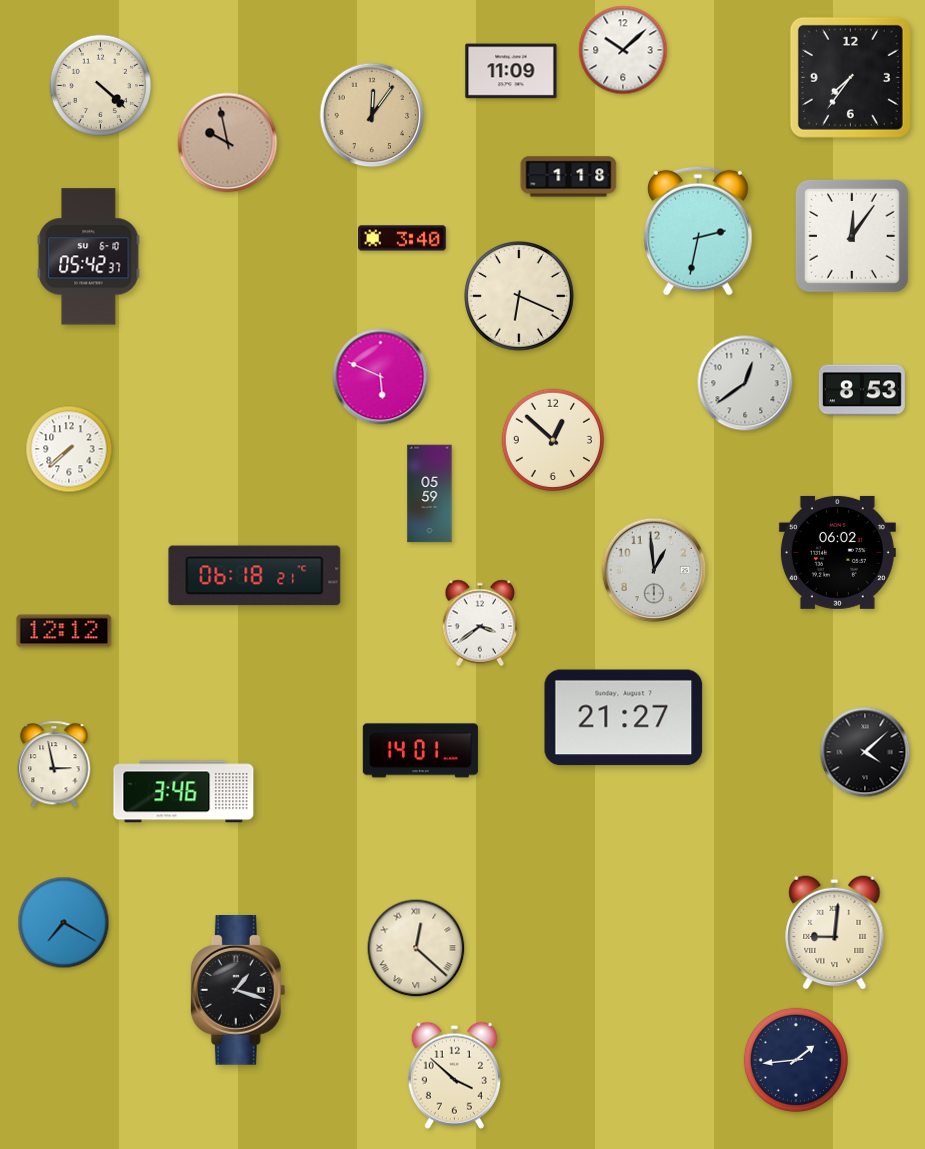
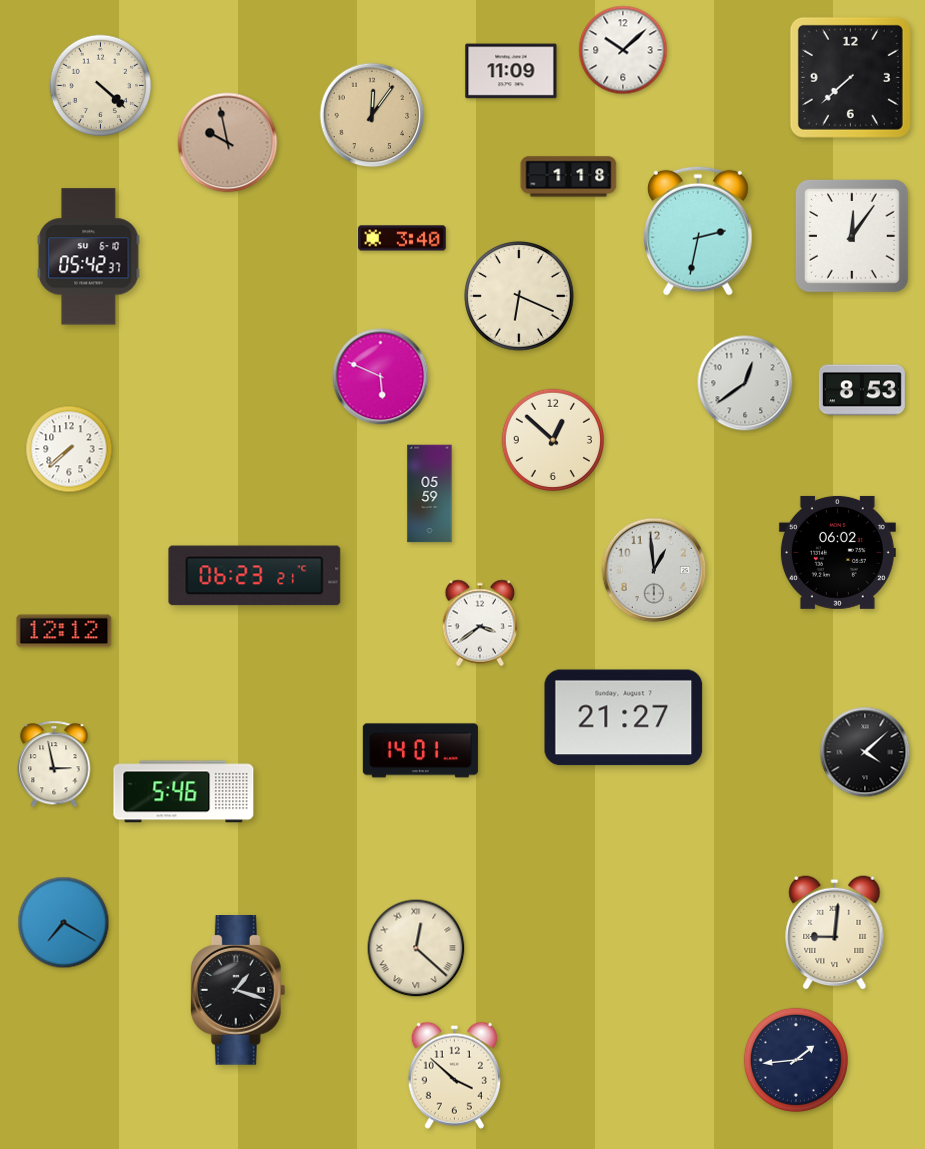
clock at (850, 77): 7:36 -> 7:38
clock at (255, 576): 06:18 -> 06:23
clock at (184, 792): 3:46 -> 5:46
